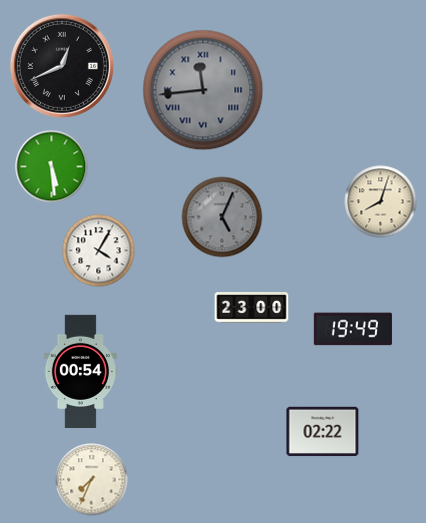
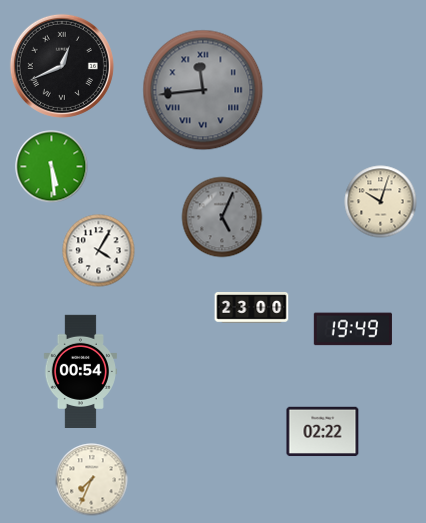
clock at (381, 202): 8:03 -> 10:03
